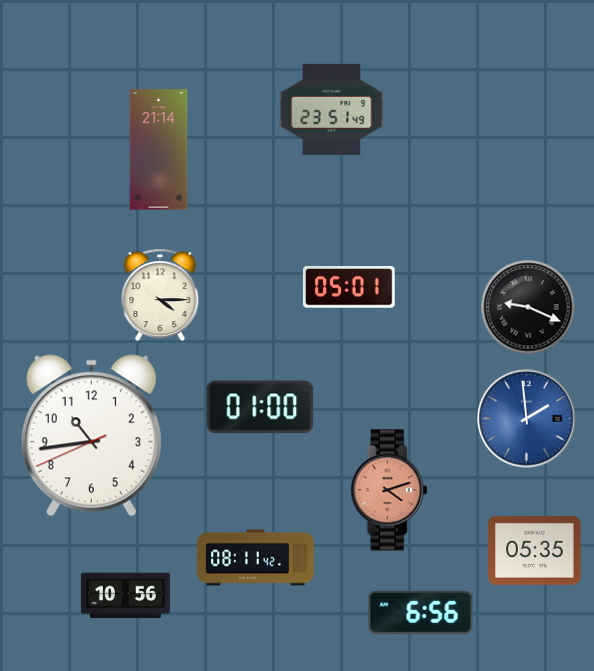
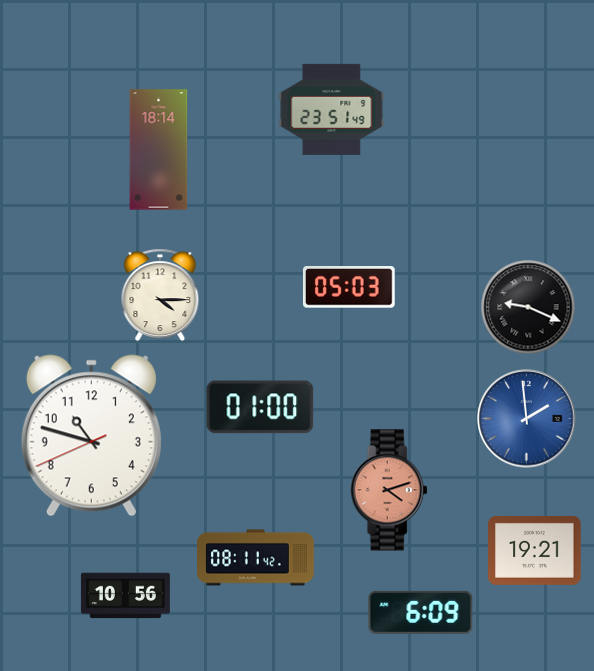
clock at (159, 150): 21:14 -> 18:14
clock at (349, 288): 05:01 -> 05:03
clock at (91, 436): 10:43 -> 10:47
clock at (535, 550): 05:35 -> 19:21
clock at (421, 612): 6:56 -> 6:09
